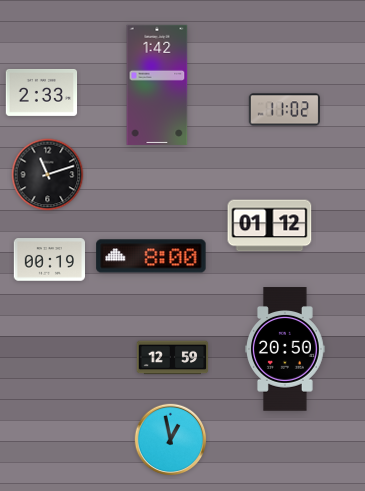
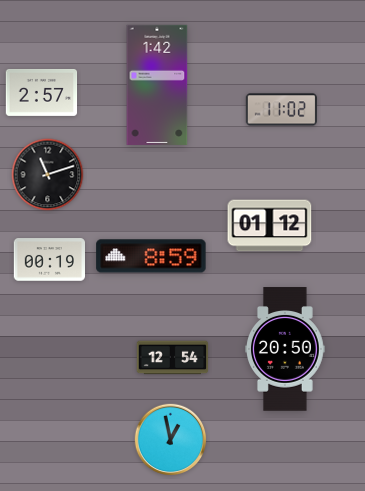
clock at (42, 92): 2:33 -> 2:57
clock at (284, 110) position: (284, 110) -> (281, 110)
clock at (151, 256): 8:00 -> 8:59
clock at (173, 358): 12:59 -> 12:54
